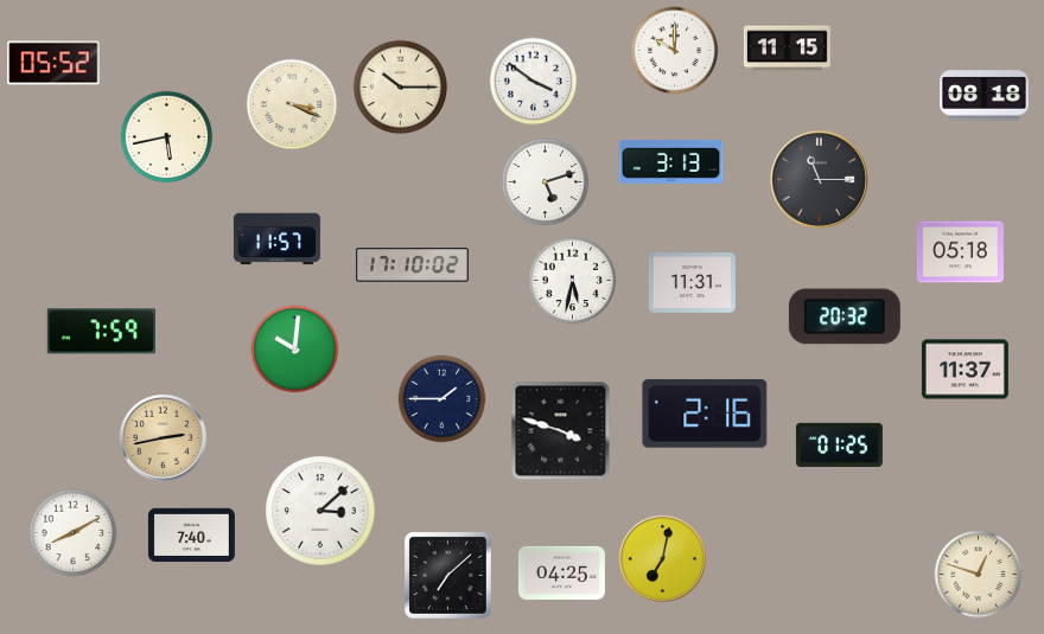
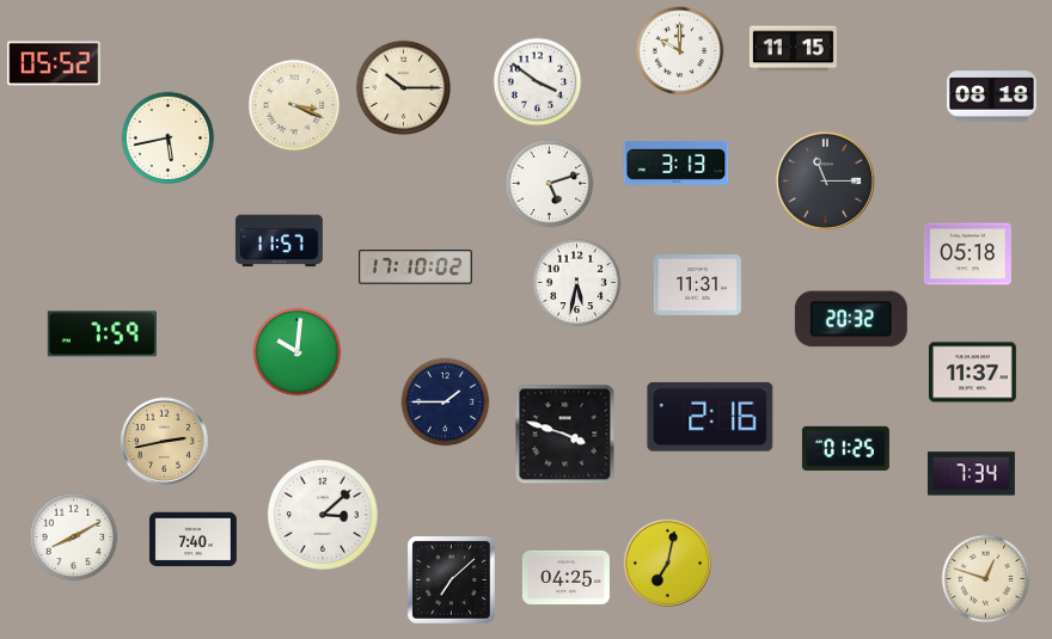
clock at (971, 474): none -> 7:34
